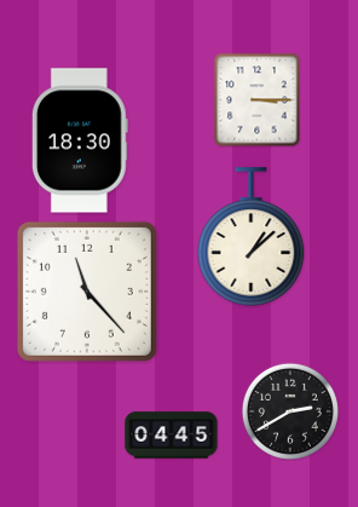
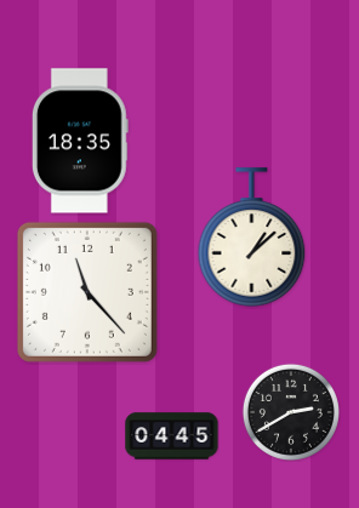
clock at (258, 99): 3:15 -> none
clock at (80, 140): 18:30 -> 18:35
